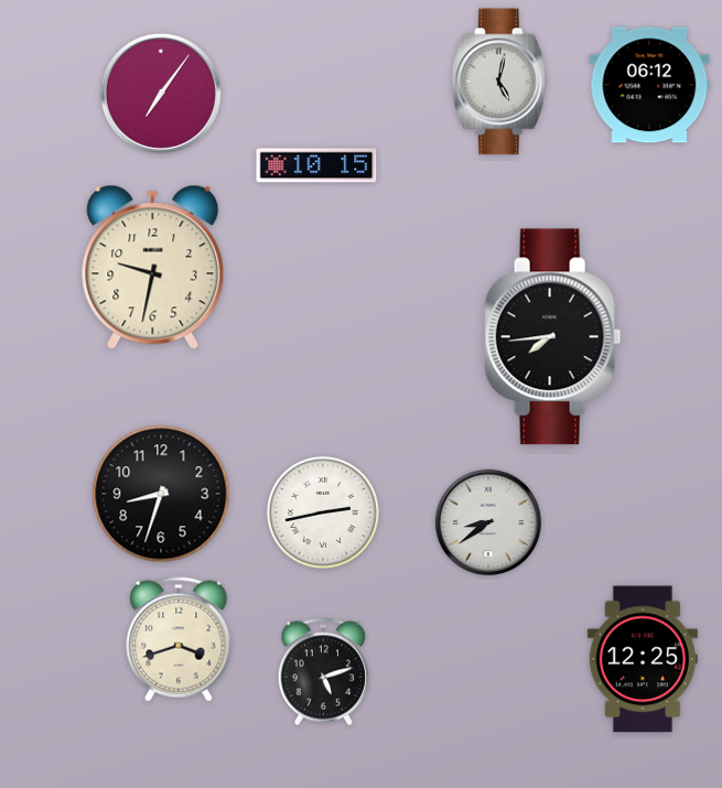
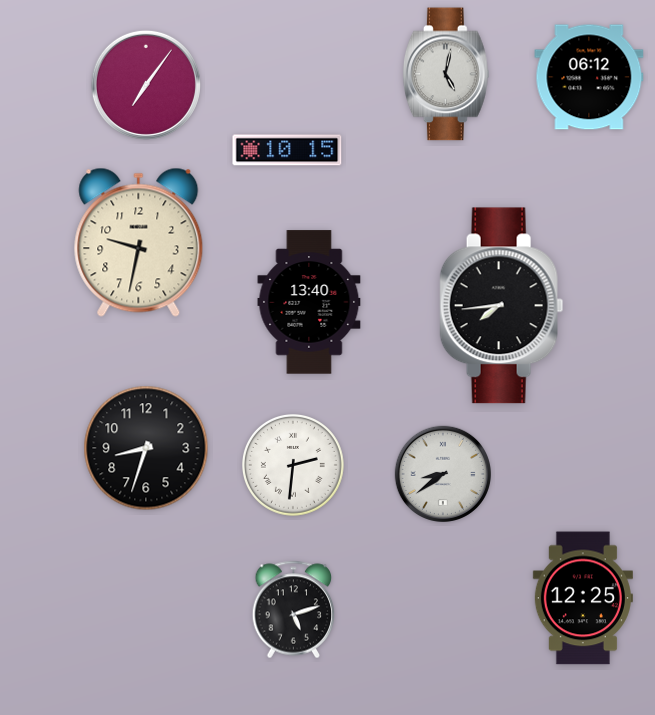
clock at (499, 82) position: (499, 82) -> (446, 74)
clock at (309, 302): none -> 13:40
clock at (323, 512): 2:43 -> 2:31
clock at (179, 639): 3:42 -> none
